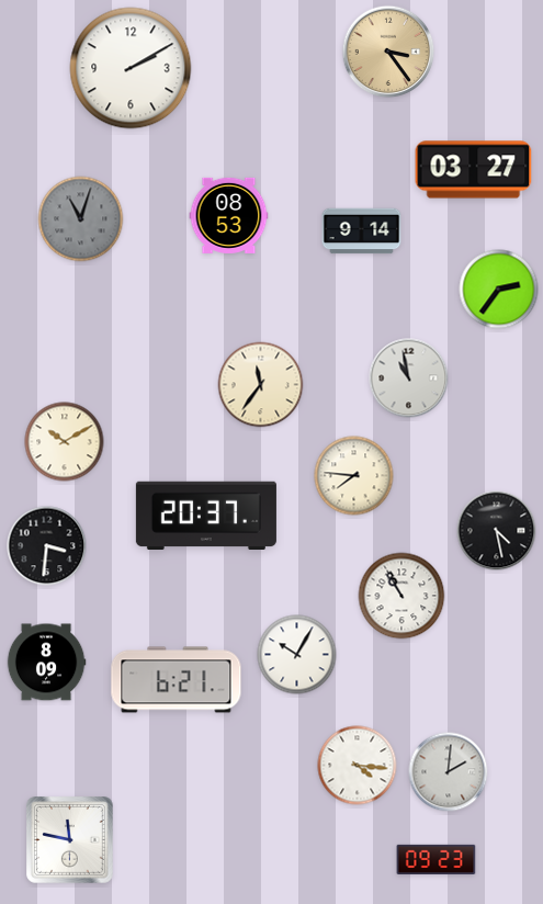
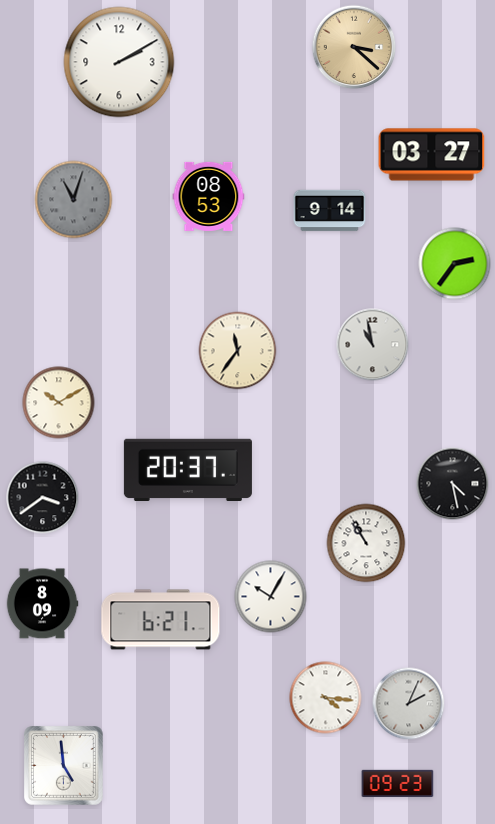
clock at (388, 52): 3:24 -> 3:22
clock at (354, 476): 7:46 -> none
clock at (47, 546): 3:31 -> 3:39
clock at (449, 772): 2:01 -> 2:04
clock at (70, 840): 11:47 -> 4:59
